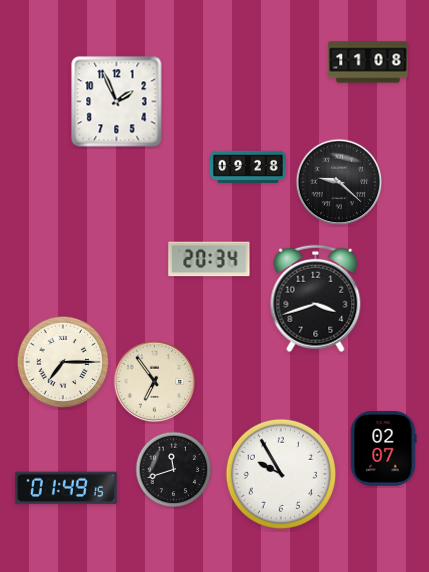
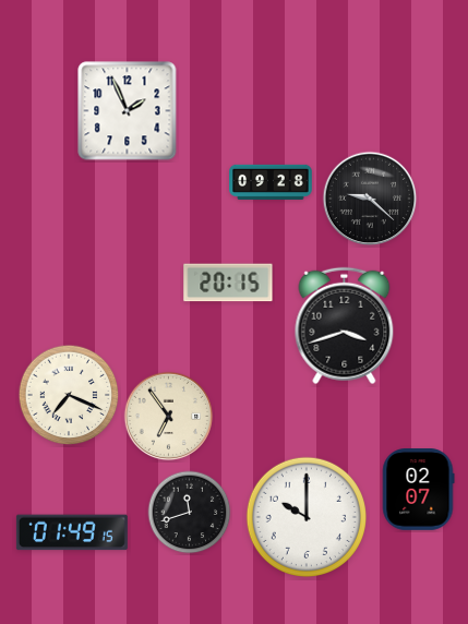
clock at (368, 62): 11:08 -> none
clock at (209, 259): 20:34 -> 20:15
clock at (63, 362): 7:15 -> 7:19
clock at (280, 473): 9:55 -> 10:00
